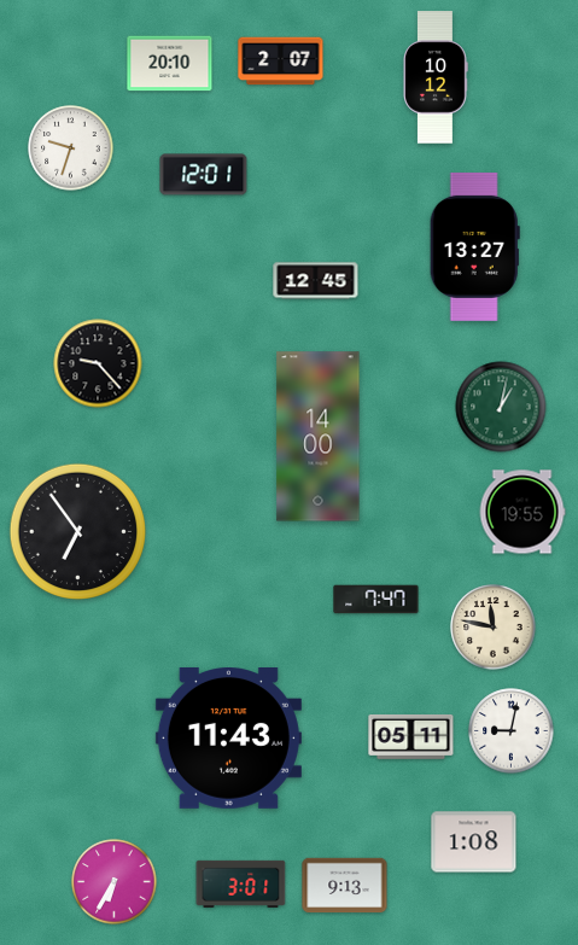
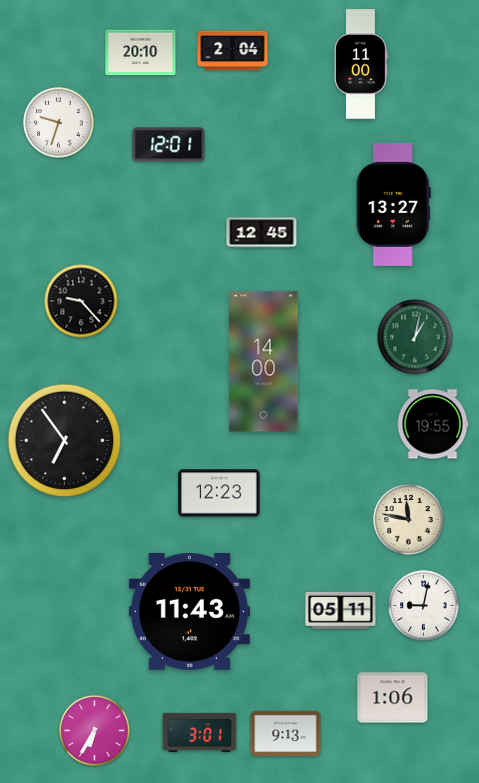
clock at (281, 62): 2:07 -> 2:04
clock at (436, 77): 10:12 -> 11:00
clock at (219, 493): none -> 12:23
clock at (376, 600): 7:47 -> none
clock at (474, 842): 1:08 -> 1:06
